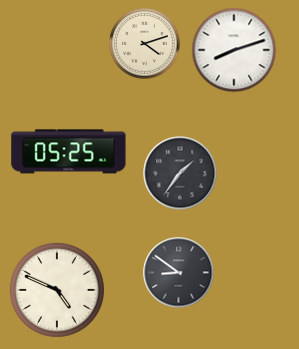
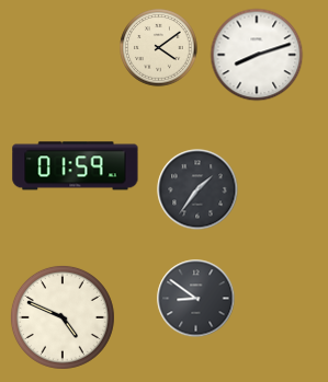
clock at (145, 44): 4:12 -> 4:09
clock at (69, 152): 05:25 -> 01:59
